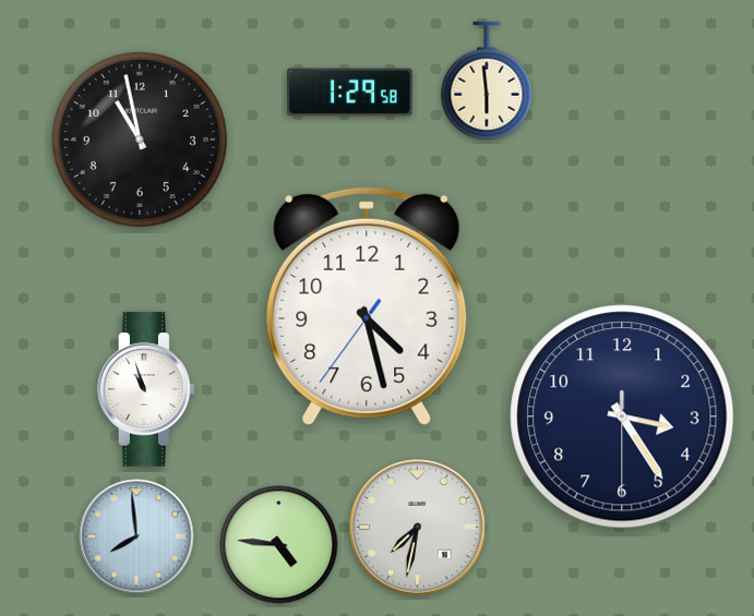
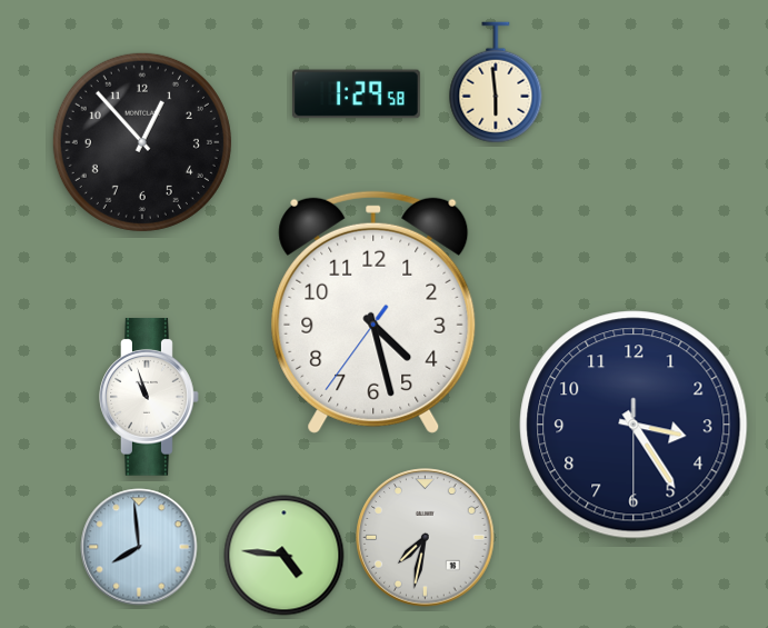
clock at (140, 140): 10:58 -> 12:53
